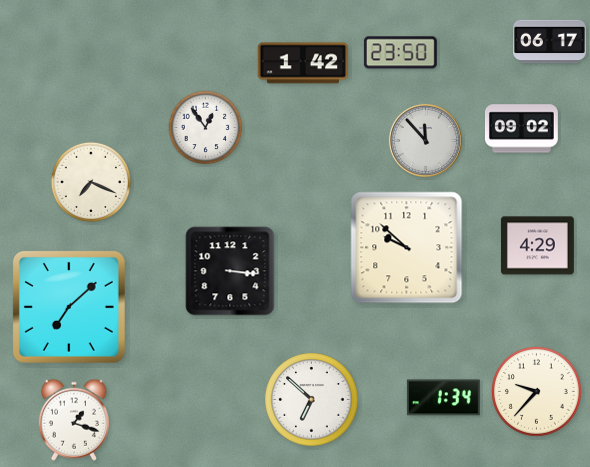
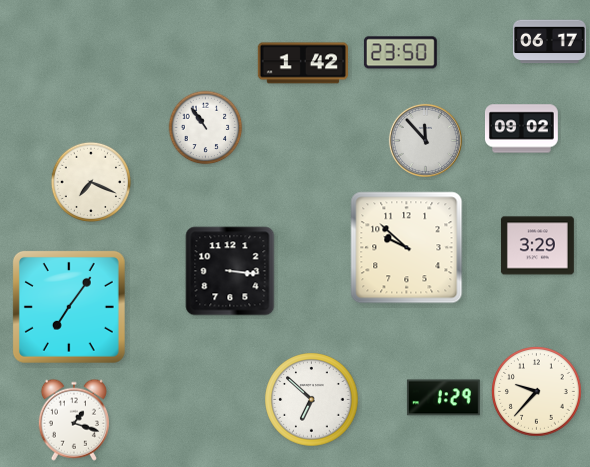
clock at (206, 128): 12:54 -> 10:54
clock at (538, 246): 4:29 -> 3:29
clock at (69, 307): 7:08 -> 7:06
clock at (443, 398): 1:34 -> 1:29
